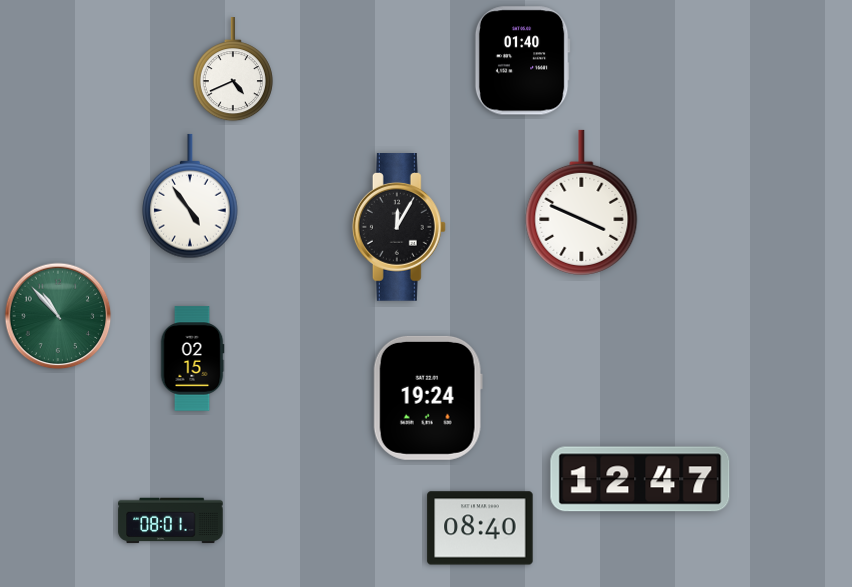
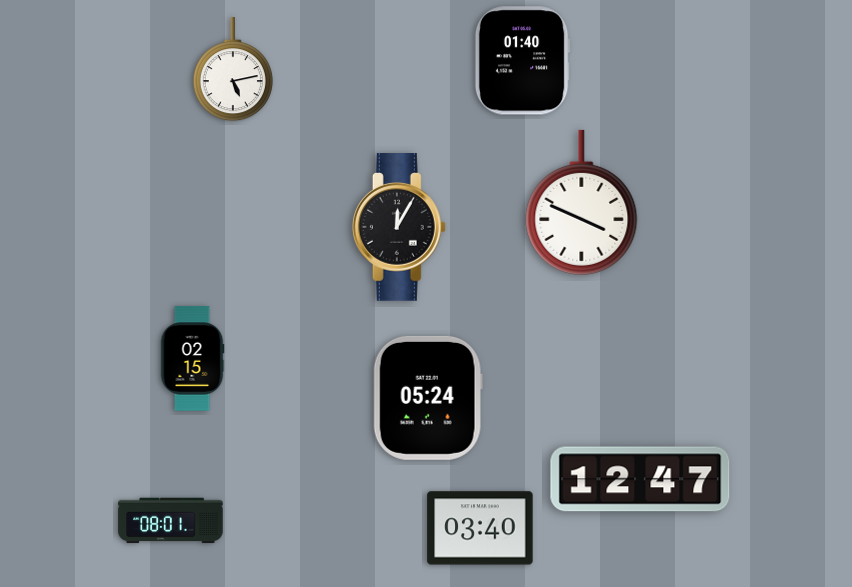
clock at (233, 70): 4:41 -> 5:13
clock at (190, 196): 4:54 -> none
clock at (58, 316): 10:53 -> none
clock at (428, 398): 19:24 -> 05:24
clock at (480, 528): 08:40 -> 03:40
